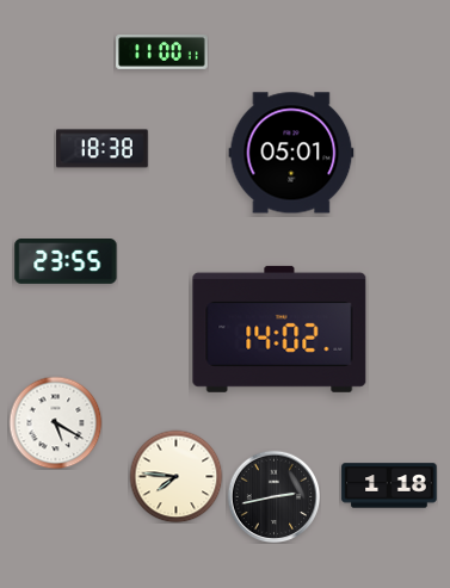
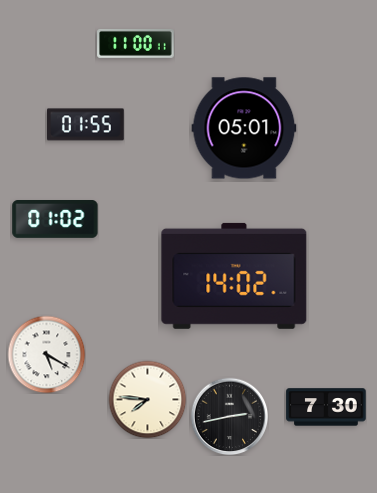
clock at (103, 149): 18:38 -> 01:55
clock at (66, 262): 23:55 -> 01:02
clock at (389, 485): 1:18 -> 7:30
